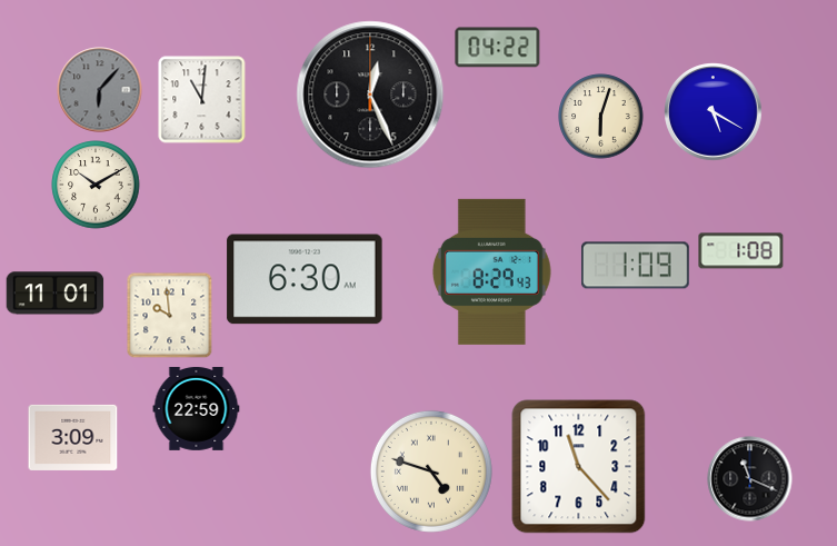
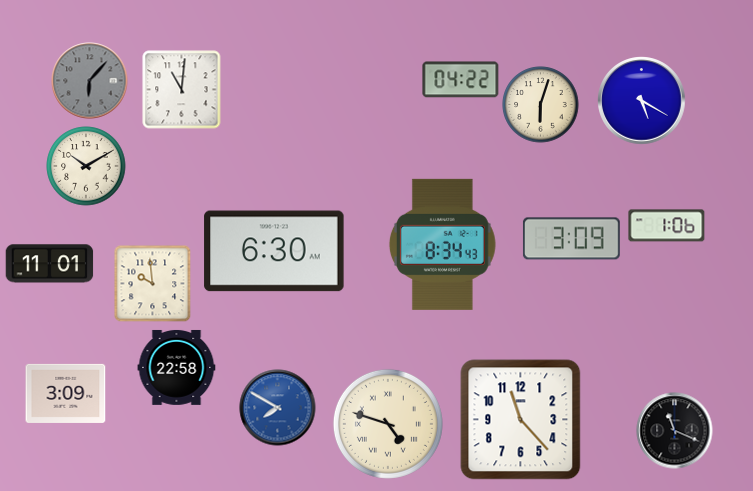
clock at (498, 48) position: (498, 48) -> (461, 80)
clock at (370, 95): 12:26 -> none
clock at (741, 251): 1:08 -> 1:06
clock at (635, 266): 1:09 -> 3:09
clock at (491, 271): 8:29 -> 8:34
clock at (197, 408): 22:59 -> 22:58
clock at (278, 408): none -> 7:50
